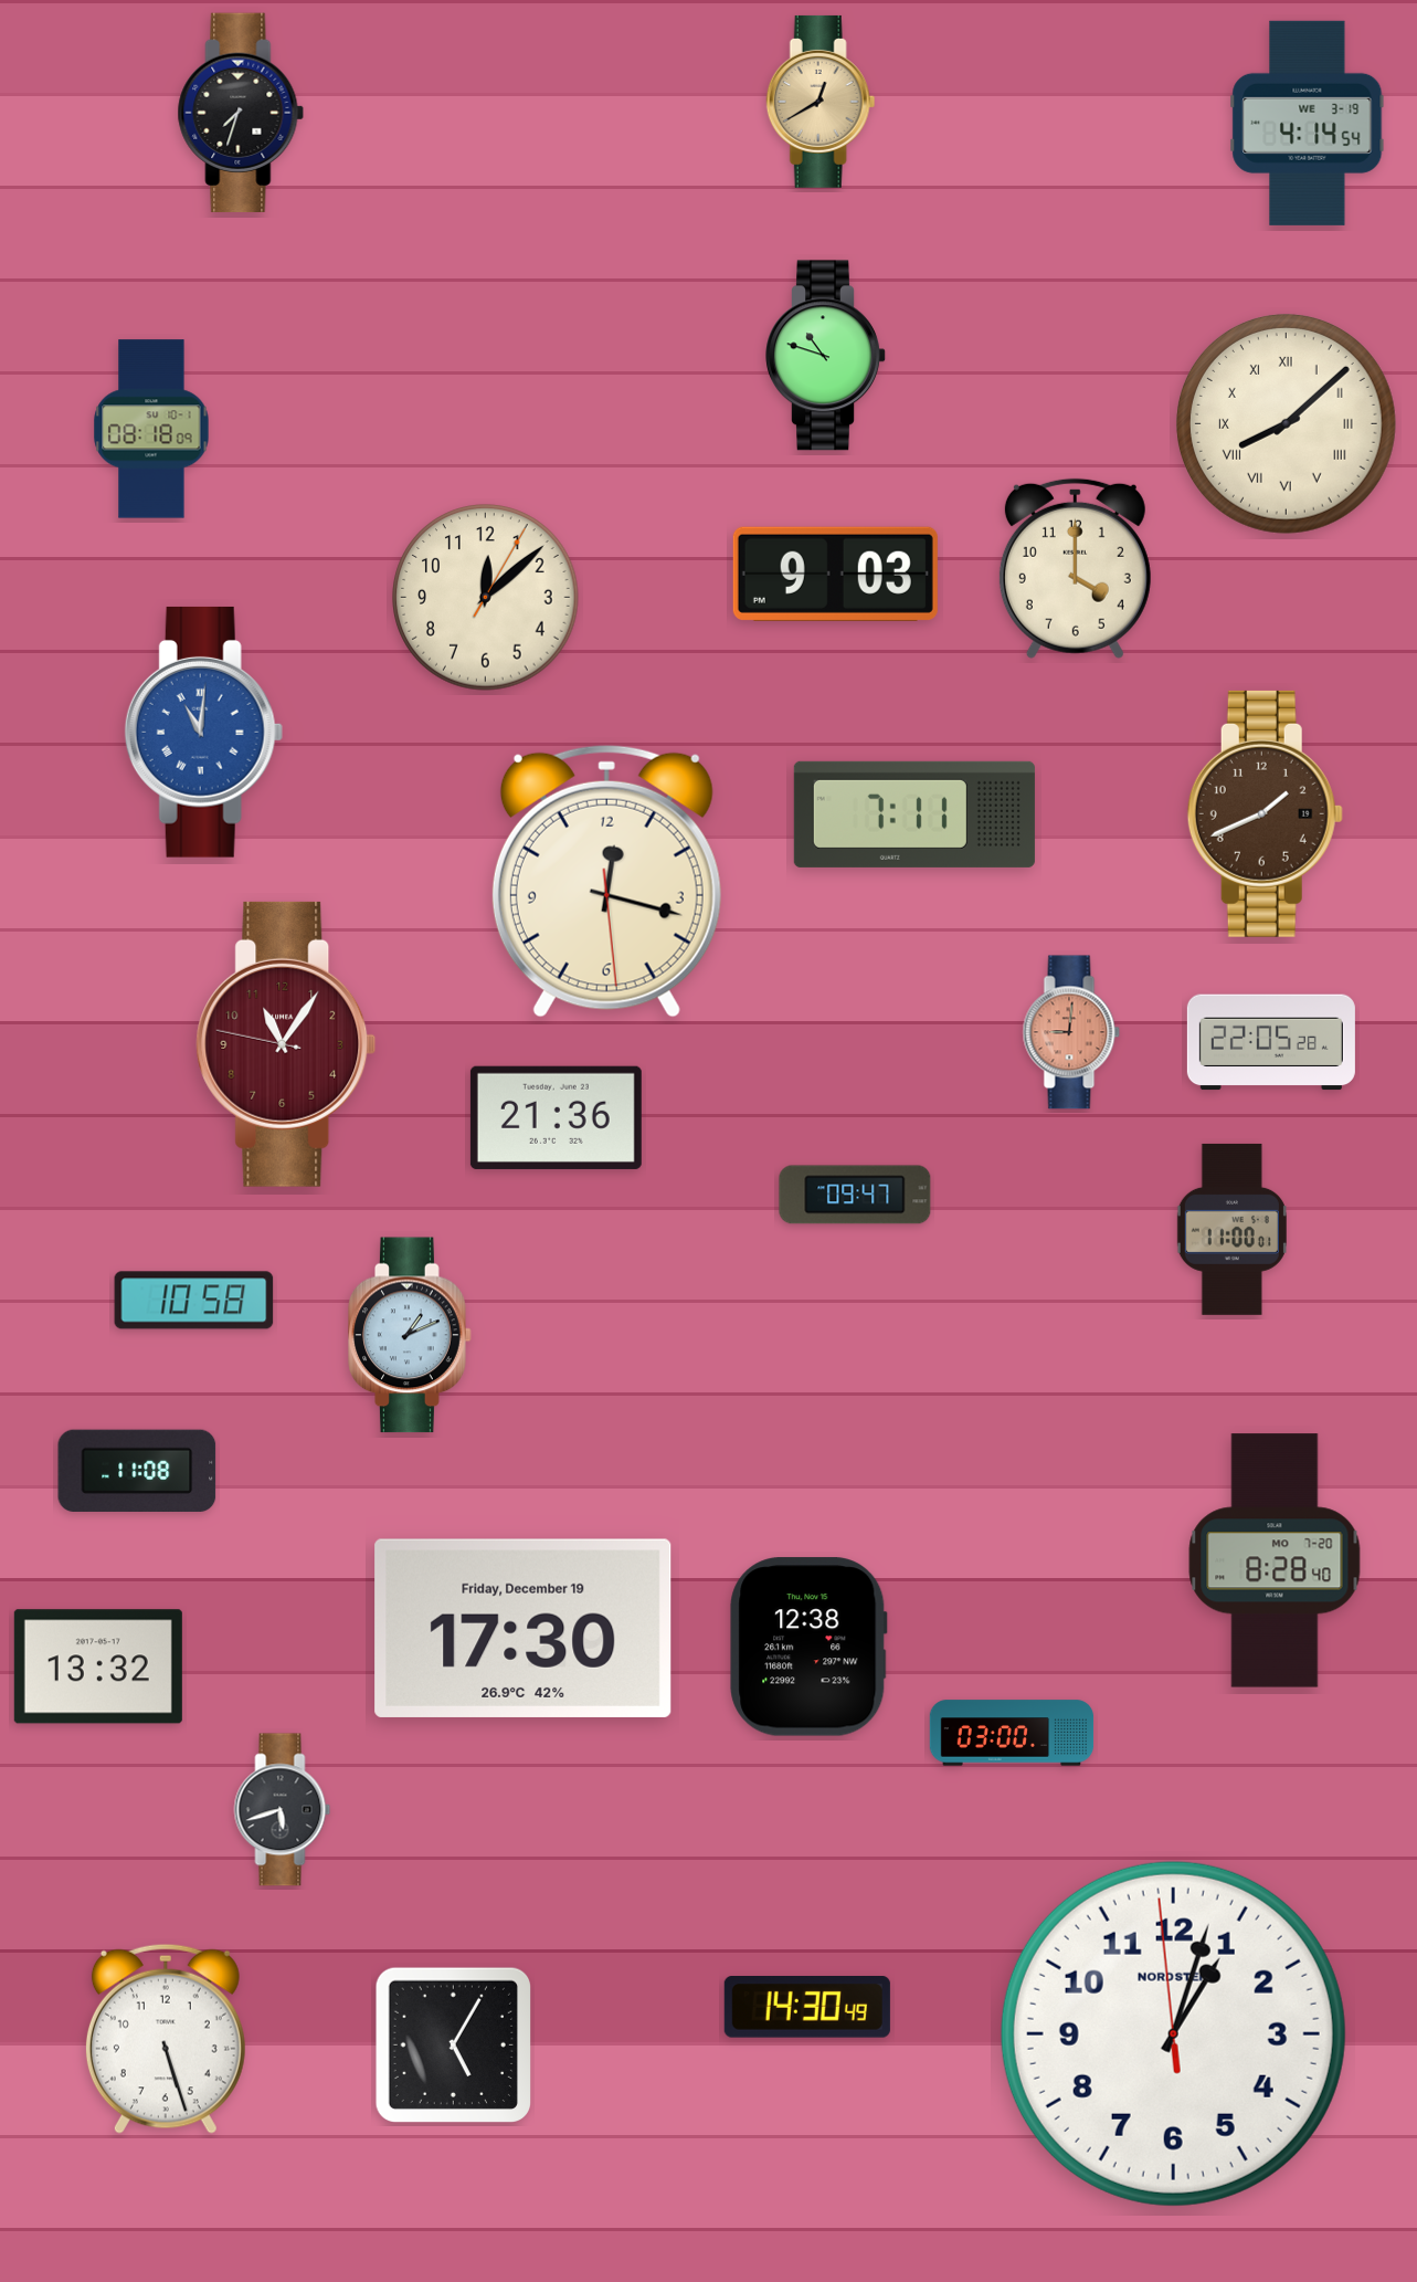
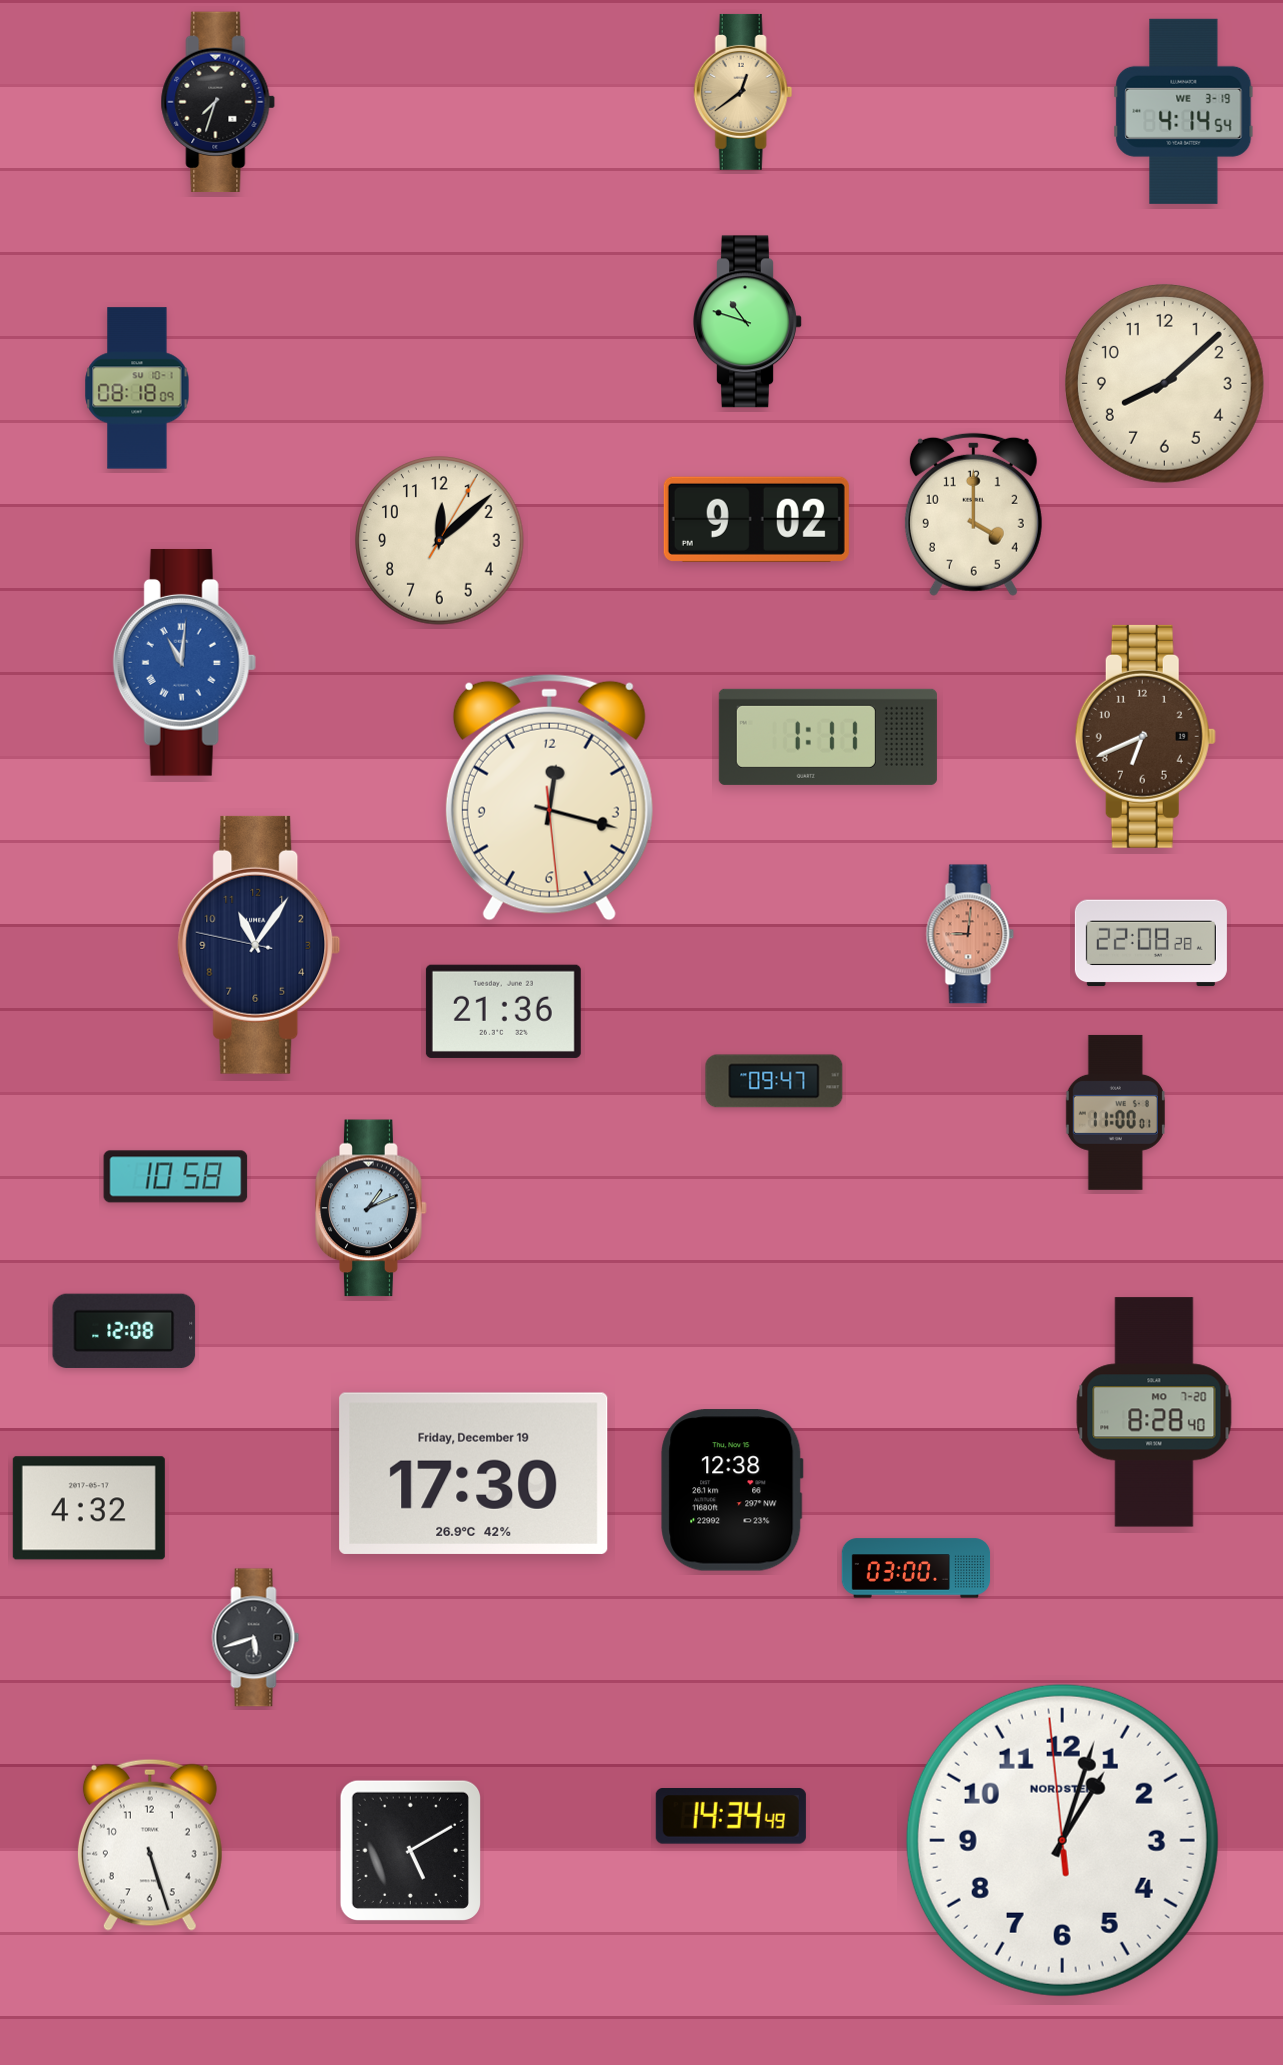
clock at (821, 102): 12:40 -> 12:39
clock at (1286, 423) numerals: Roman -> Arabic
clock at (835, 574): 9:03 -> 9:02
clock at (1265, 813): 1:41 -> 6:41
clock at (914, 814): 7:11 -> 1:11
clock at (1271, 1042): 22:05 -> 22:08
clock at (286, 1044) dial: burgundy -> navy
clock at (137, 1470): 11:08 -> 12:08
clock at (98, 1666): 13:32 -> 4:32
clock at (807, 2007): 14:30 -> 14:34
clock at (453, 2044): 5:05 -> 5:10
